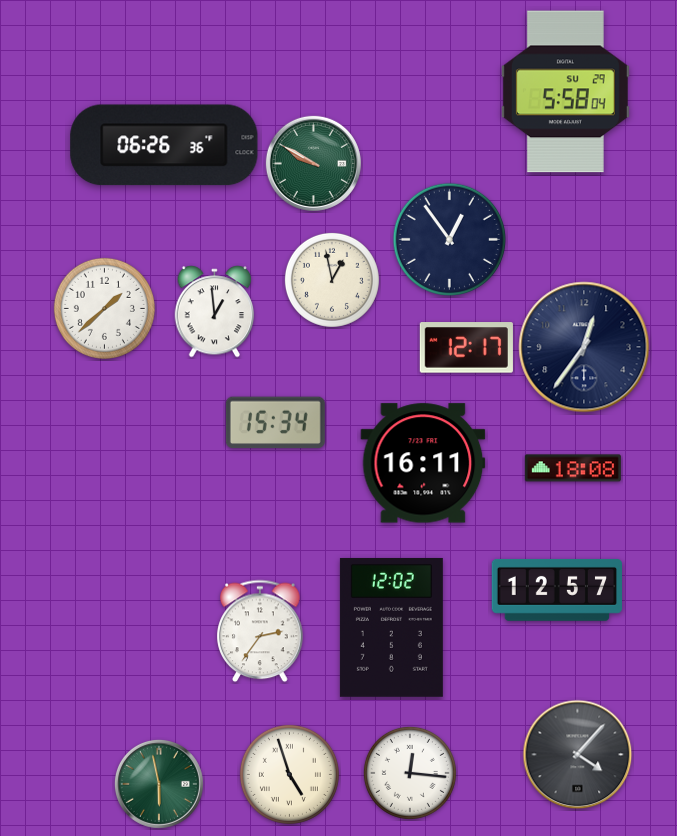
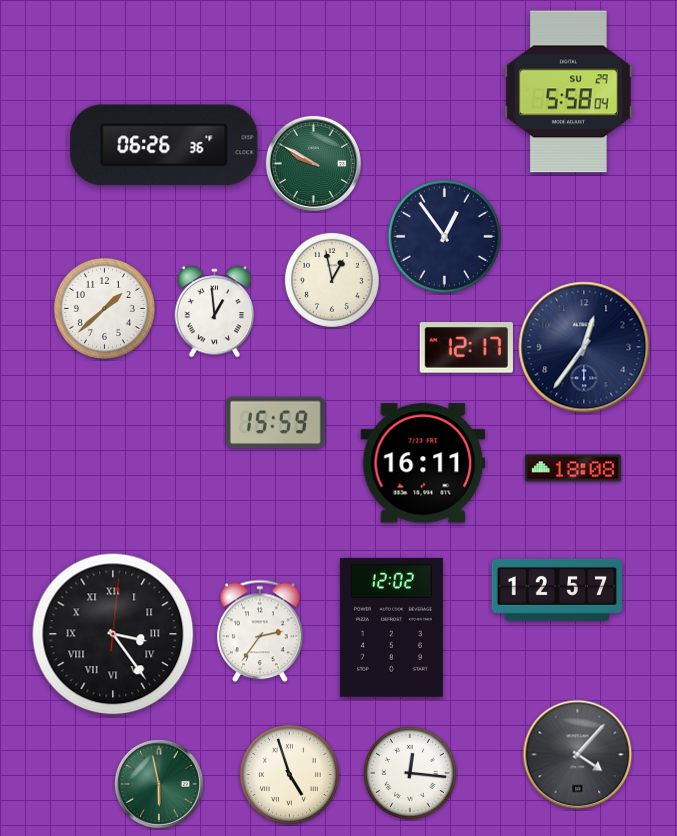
clock at (565, 92) position: (565, 92) -> (568, 92)
clock at (449, 239) position: (449, 239) -> (444, 236)
clock at (275, 423): 15:34 -> 15:59
clock at (113, 634): none -> 3:24
